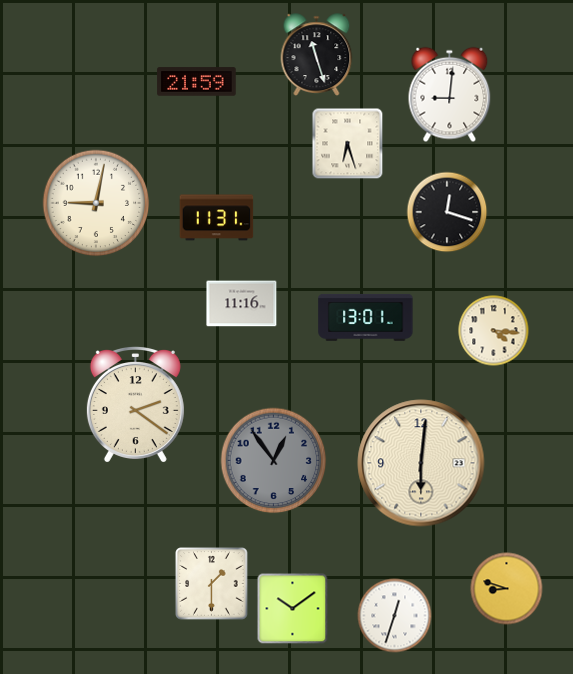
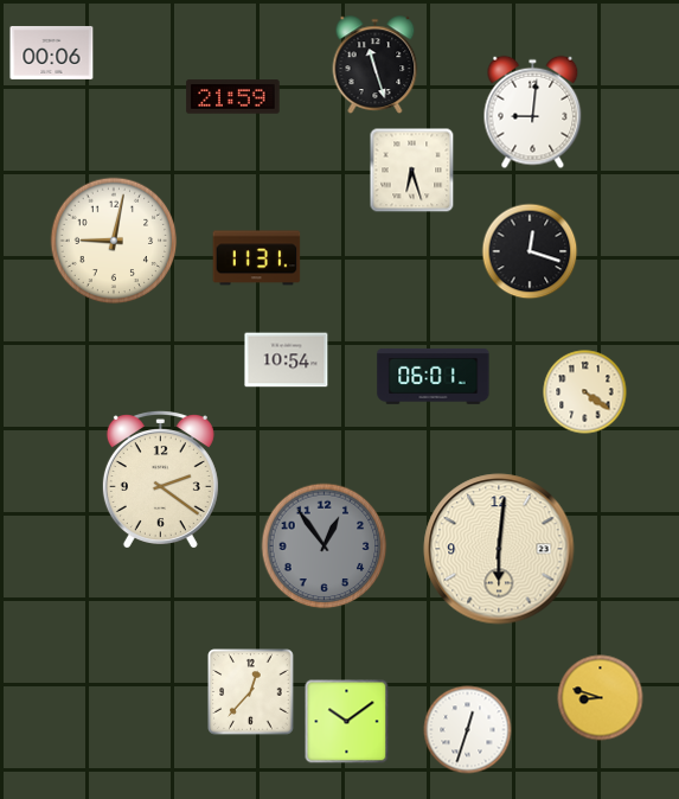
clock at (52, 52): none -> 00:06
clock at (242, 304): 11:16 -> 10:54
clock at (366, 317): 13:01 -> 06:01
clock at (494, 331): 4:16 -> 4:21
clock at (212, 584): 1:30 -> 12:37
